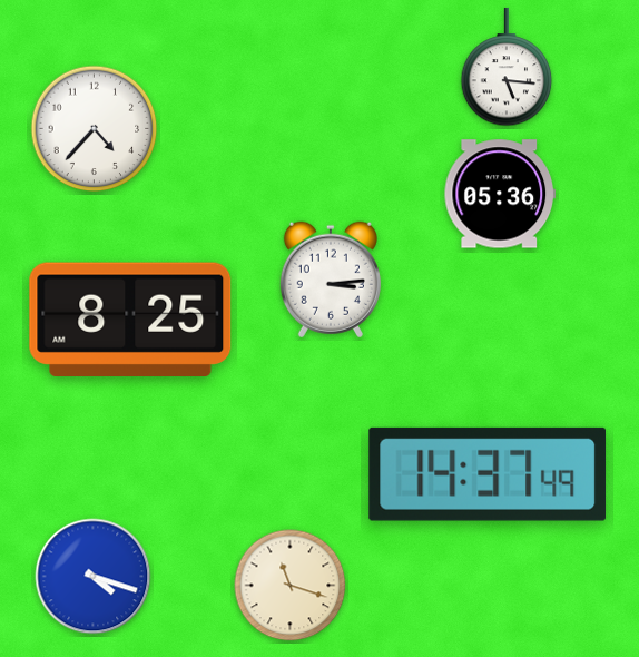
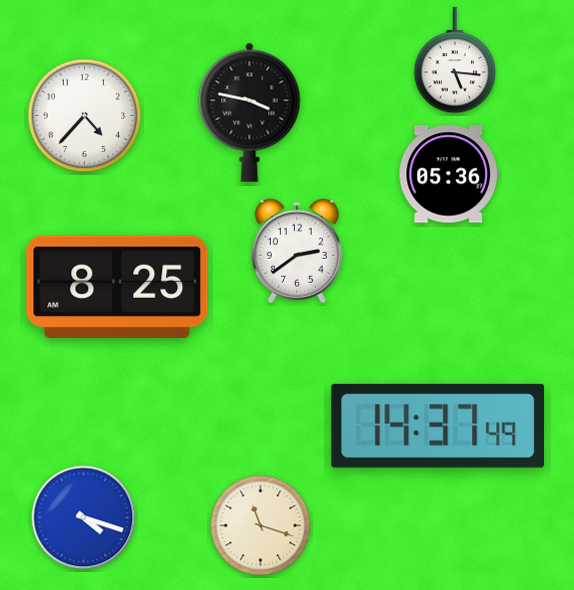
clock at (250, 112): none -> 3:47
clock at (331, 280): 3:14 -> 2:39
